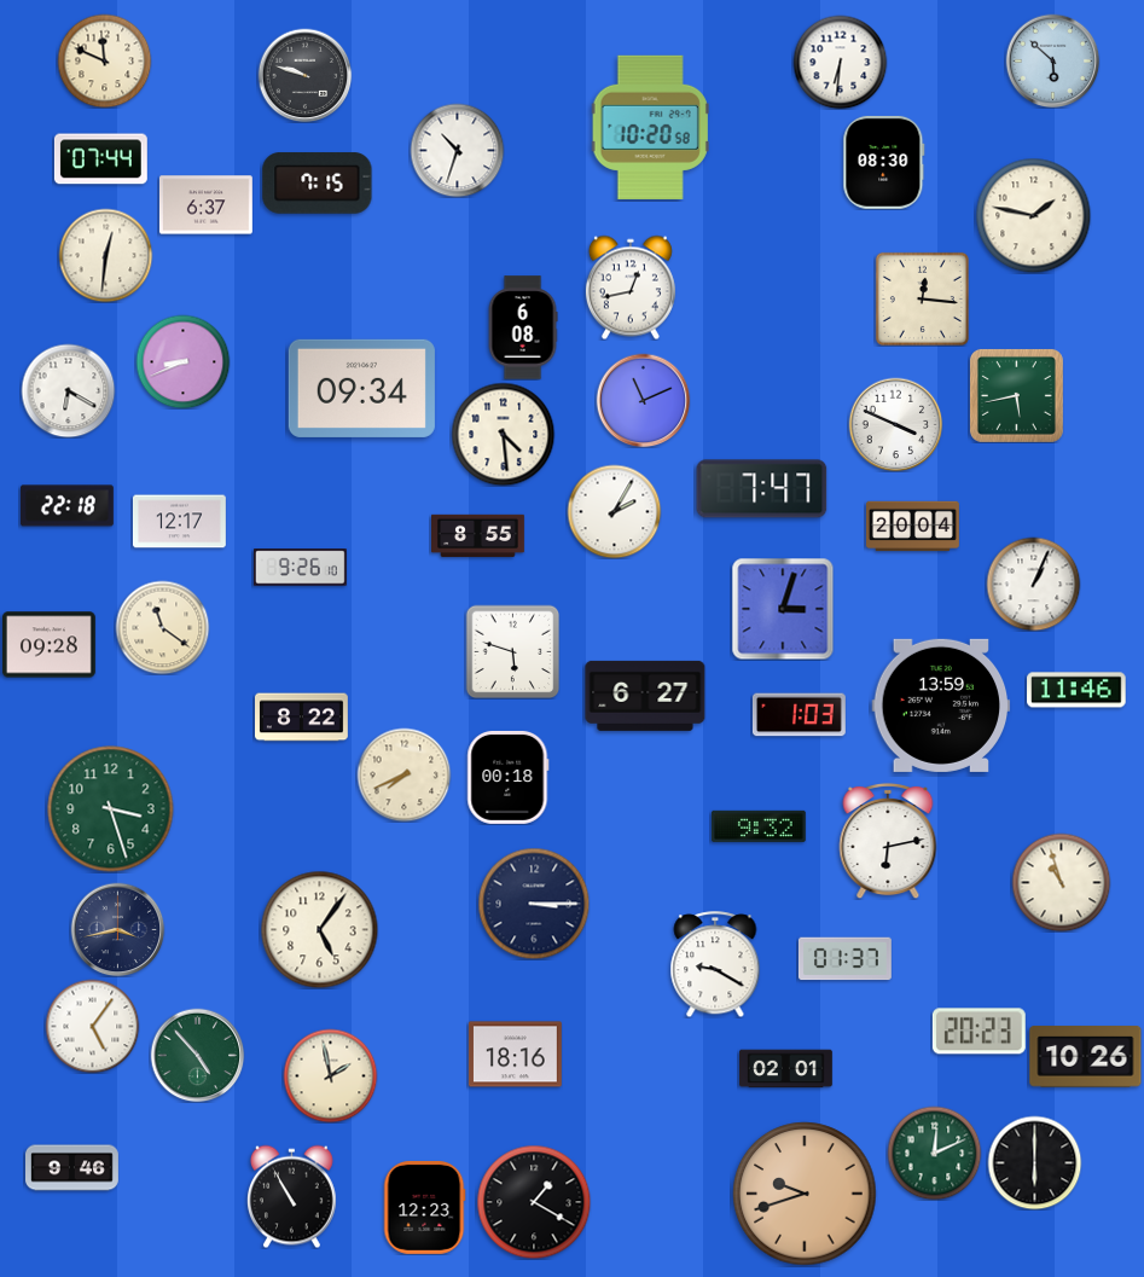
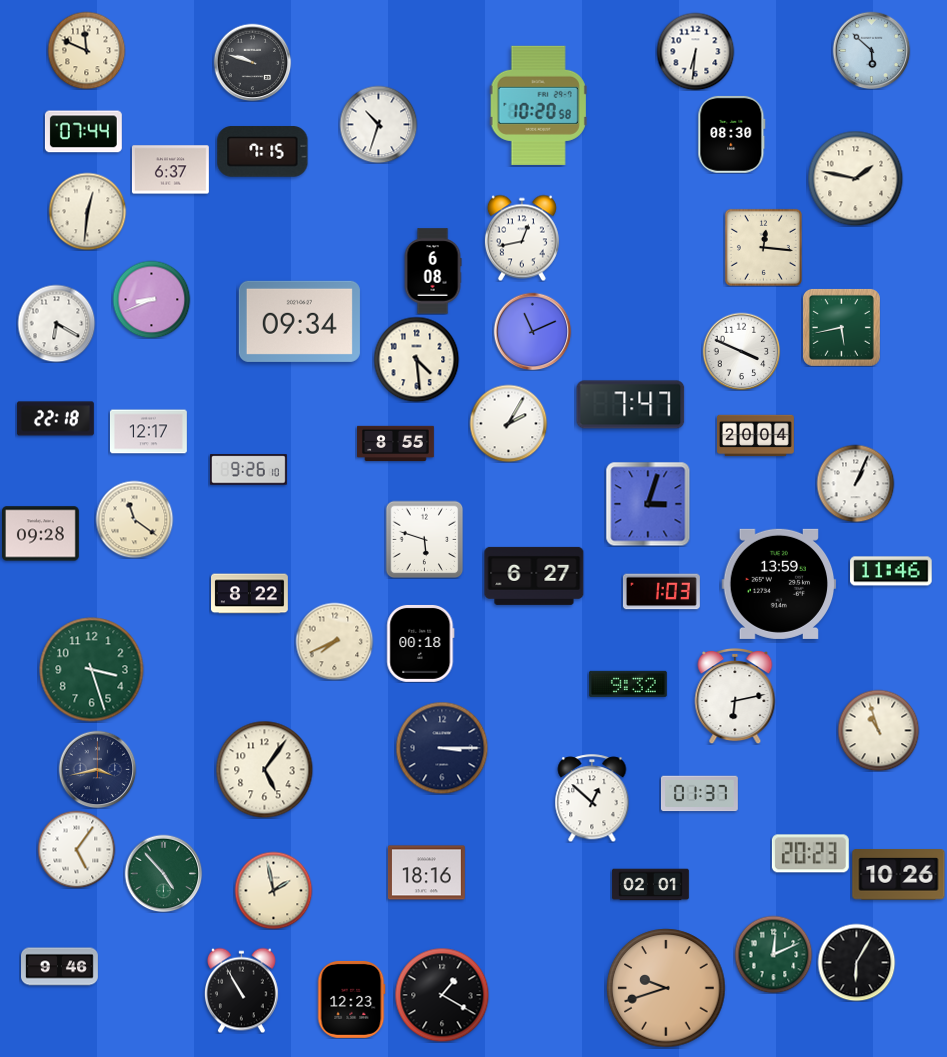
clock at (715, 964): 9:20 -> 12:52
clock at (1034, 1162): 6:00 -> 6:05
